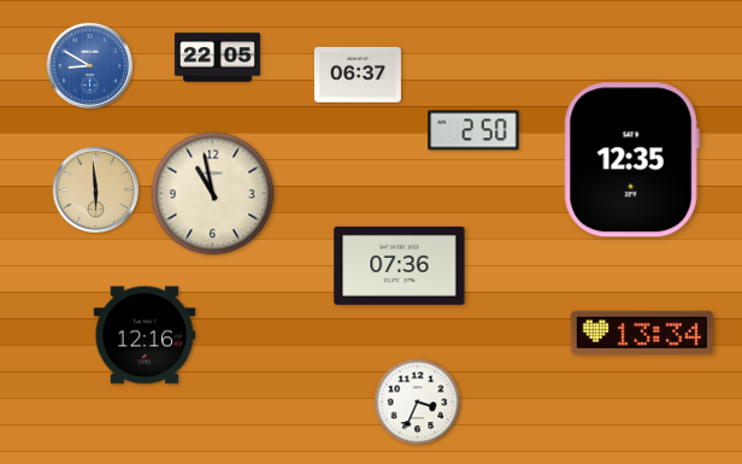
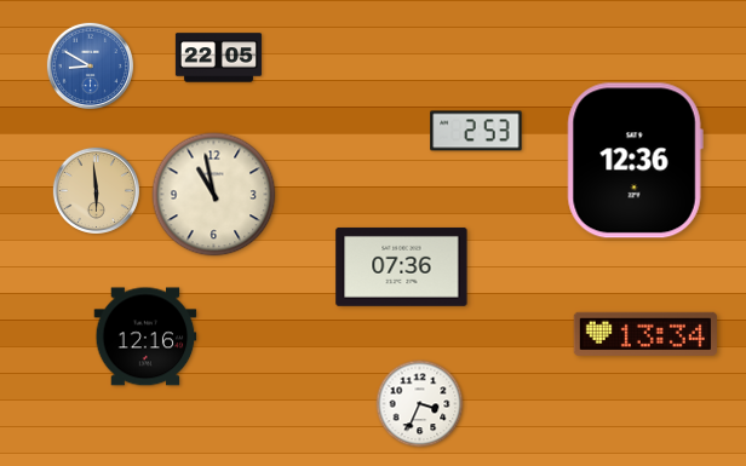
clock at (358, 75): 06:37 -> none
clock at (473, 130): 2:50 -> 2:53
clock at (631, 160): 12:35 -> 12:36
